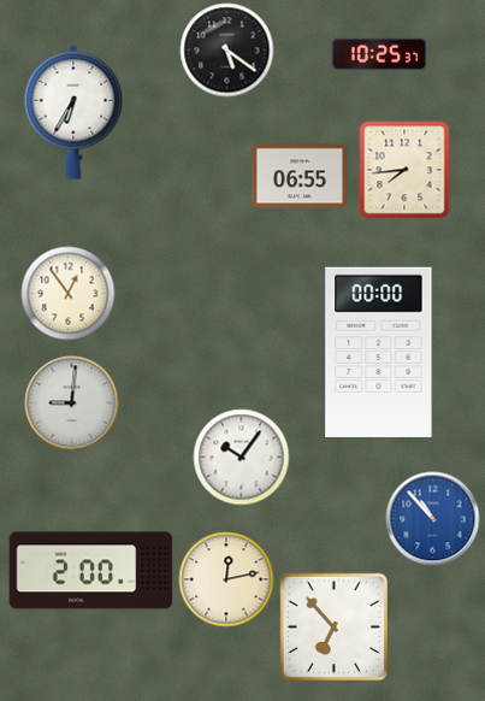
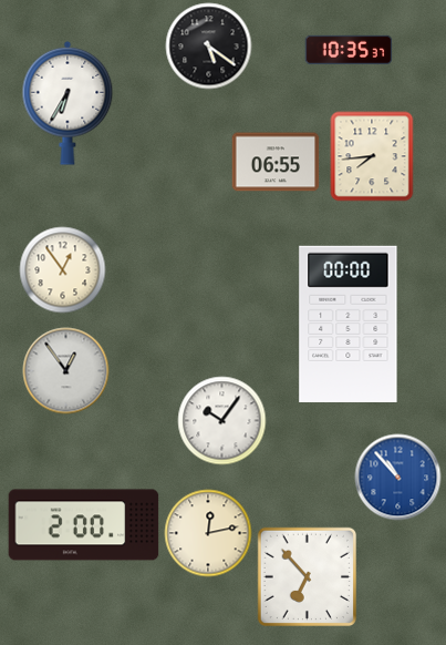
clock at (379, 54): 10:25 -> 10:35
clock at (71, 402): 9:01 -> 12:54
